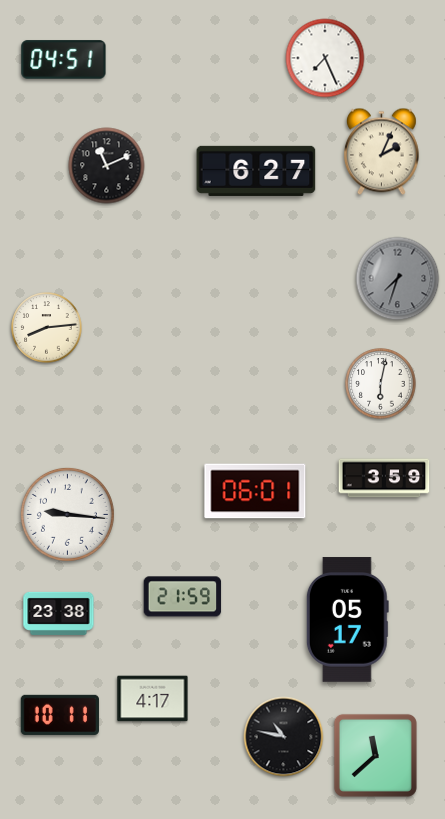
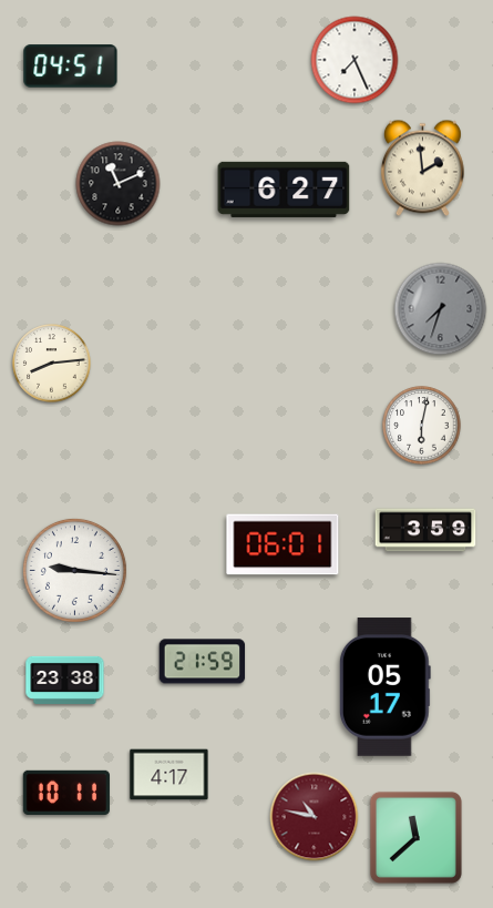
clock at (325, 58) position: (325, 58) -> (355, 60)
clock at (382, 152): 2:04 -> 1:59
clock at (284, 737) dial: black -> burgundy
